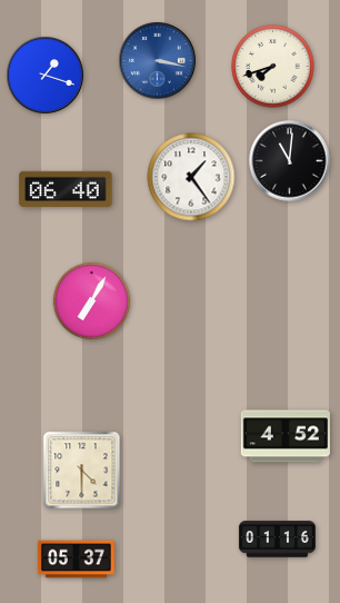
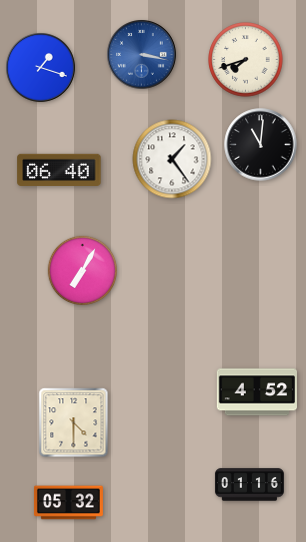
clock at (76, 560): 05:37 -> 05:32
